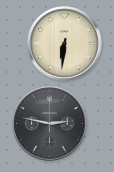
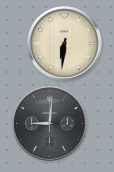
clock at (50, 124): 2:47 -> 9:01
